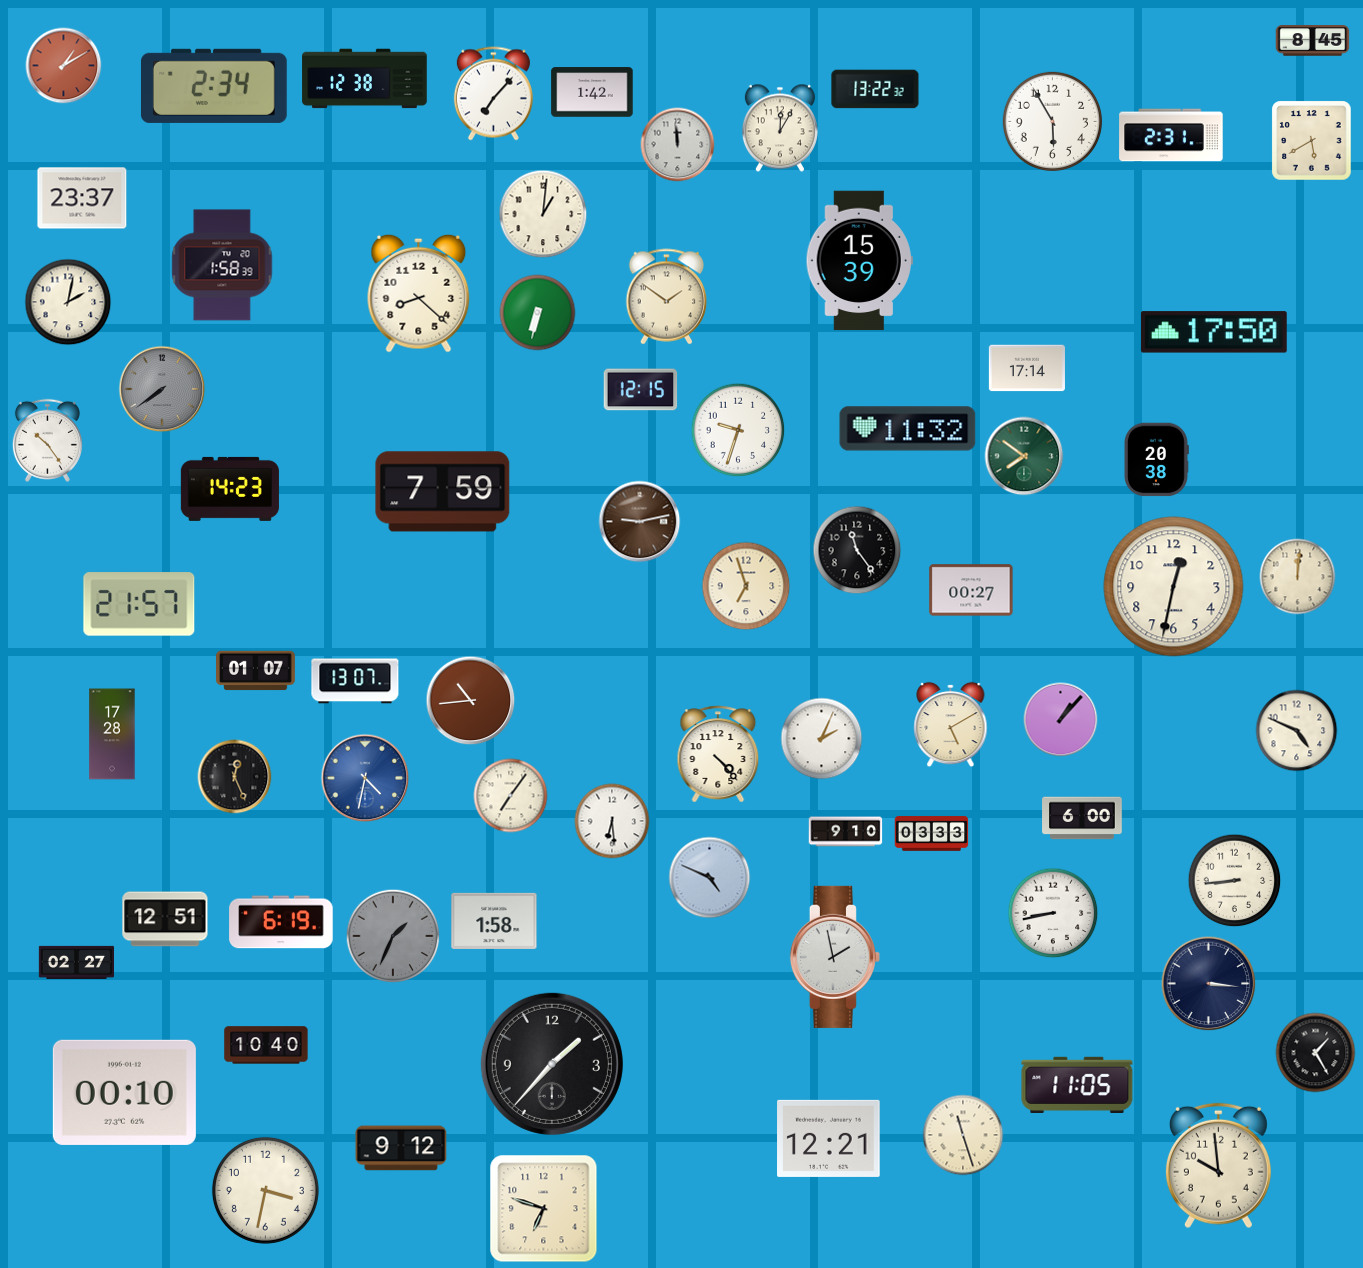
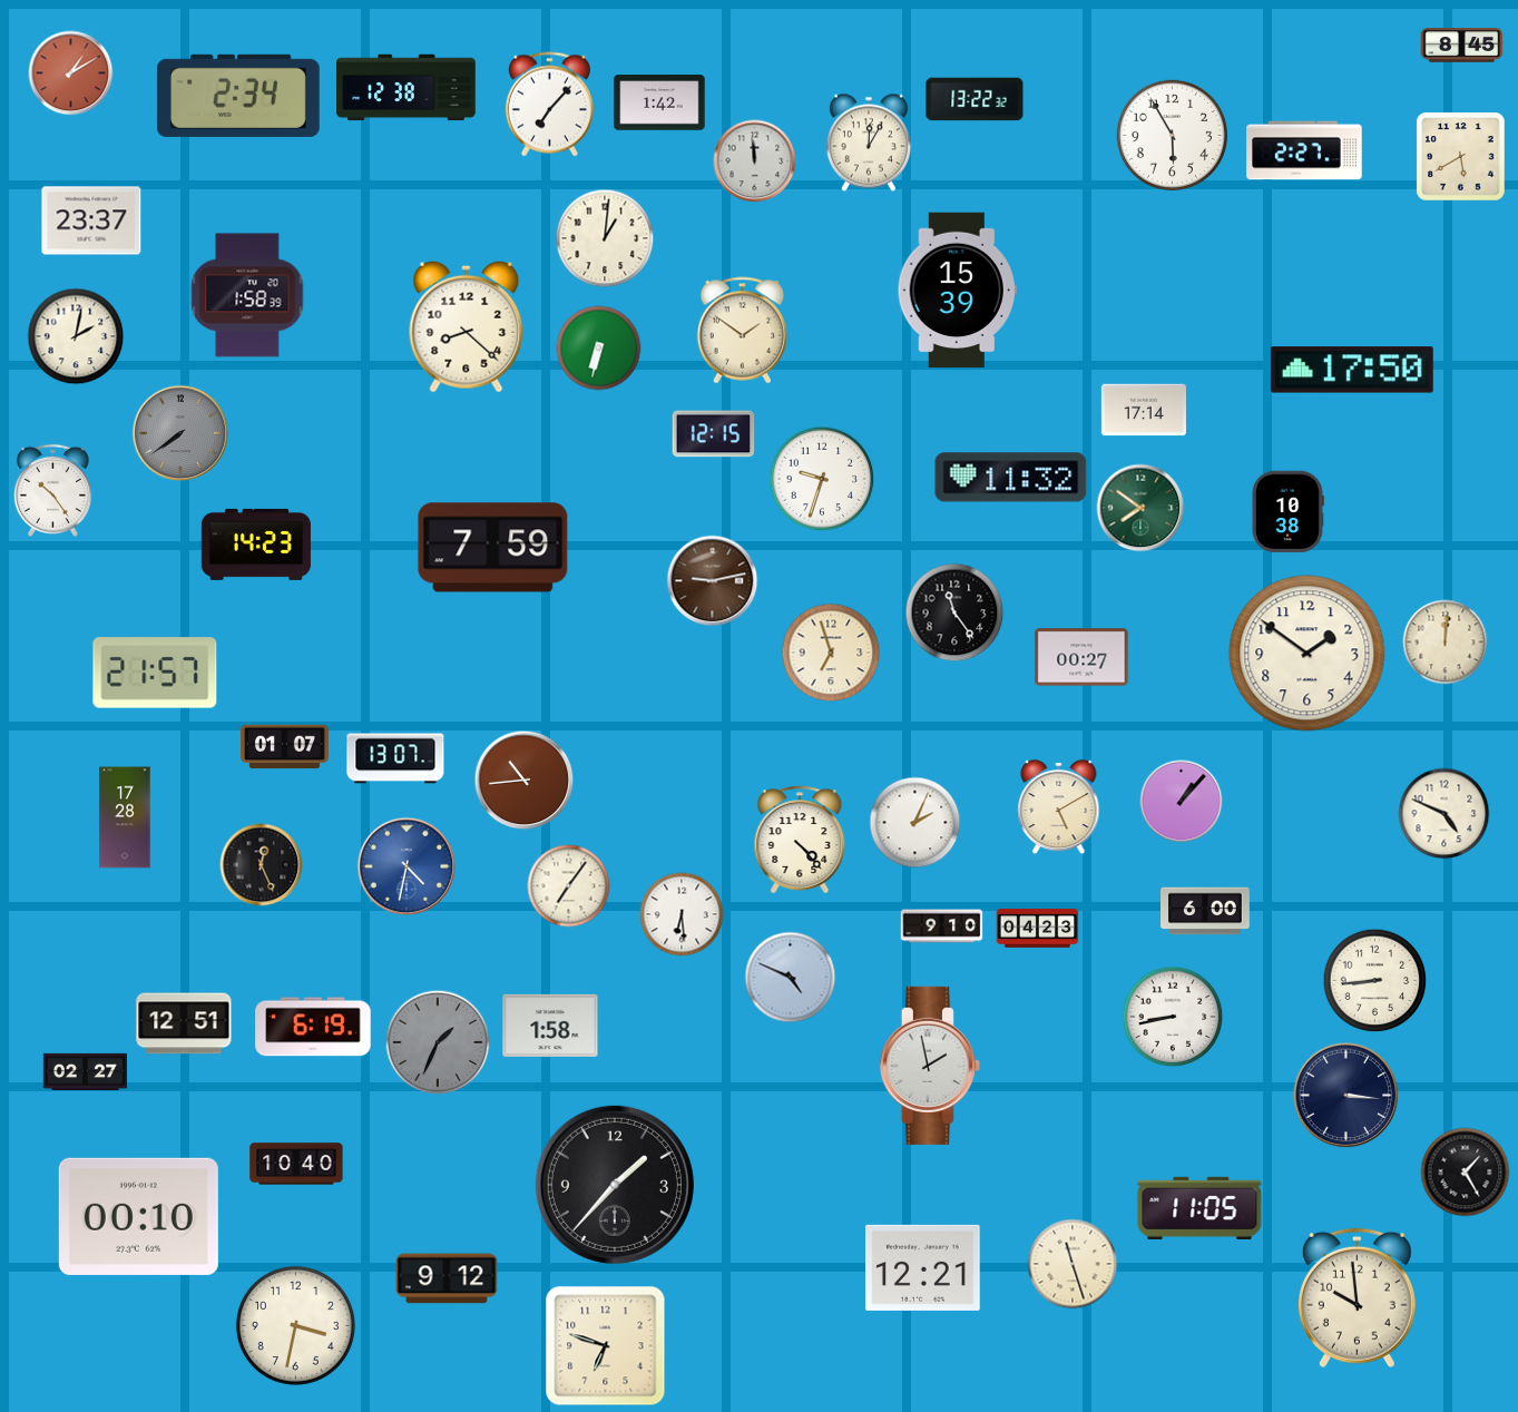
clock at (1171, 135): 2:31 -> 2:27
clock at (1157, 460): 20:38 -> 10:38
clock at (1174, 587): 12:32 -> 1:51
clock at (932, 834): 03:33 -> 04:23
